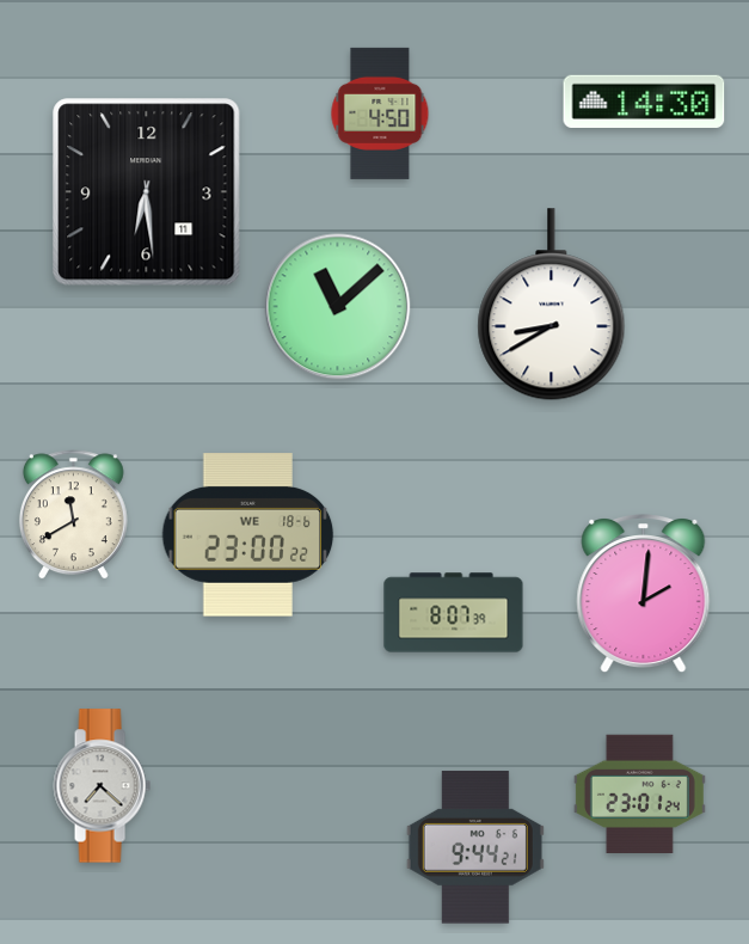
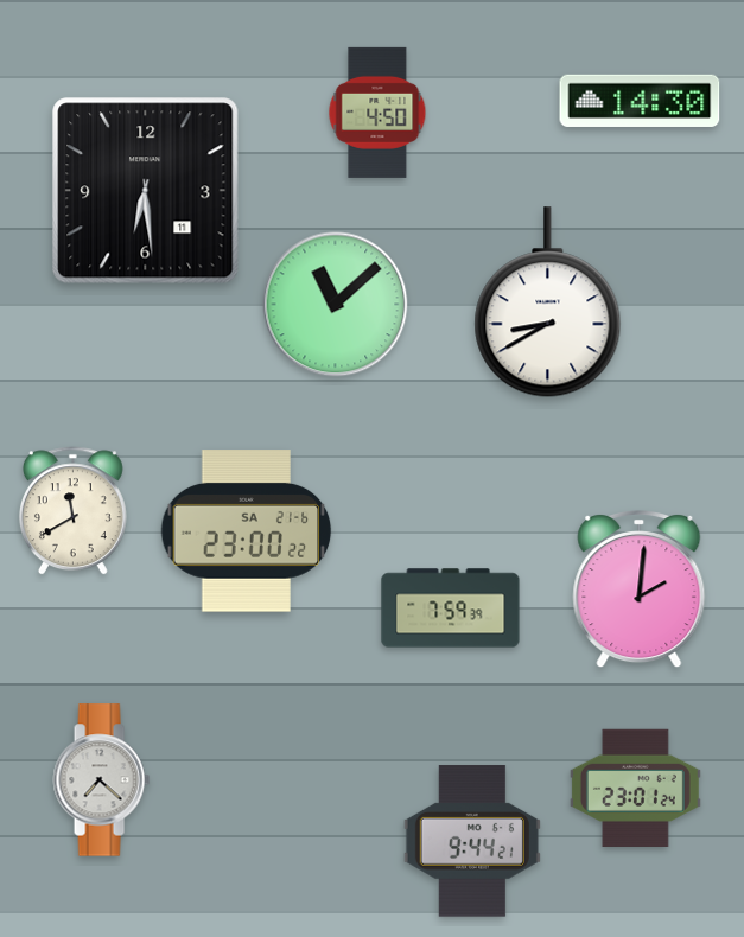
clock at (248, 535) date: WE 18-6 -> SA 21-6
clock at (454, 613): 8:07 -> 7:59
